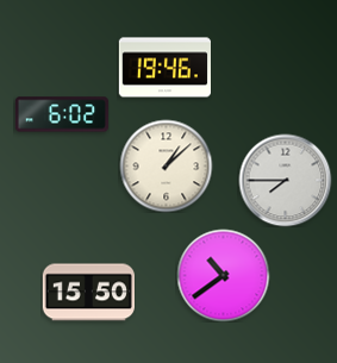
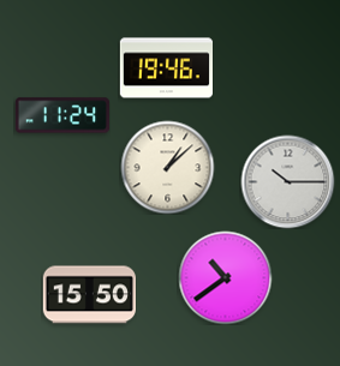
clock at (62, 114): 6:02 -> 11:24
clock at (285, 180): 7:45 -> 10:15
